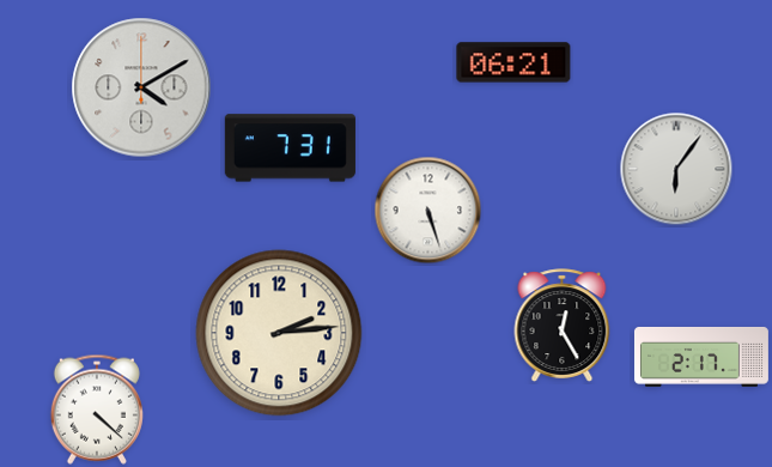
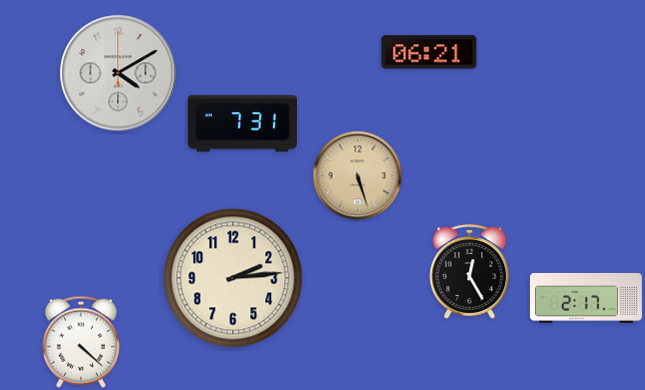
clock at (676, 169): 6:06 -> none
clock at (428, 211) dial: white -> champagne
